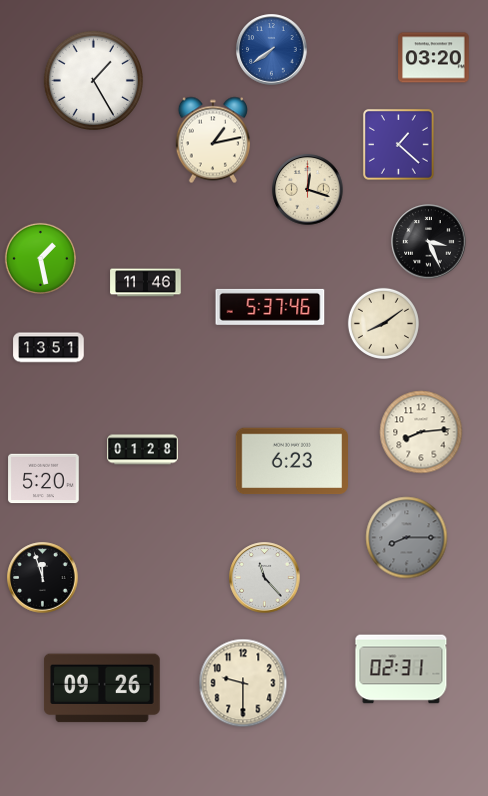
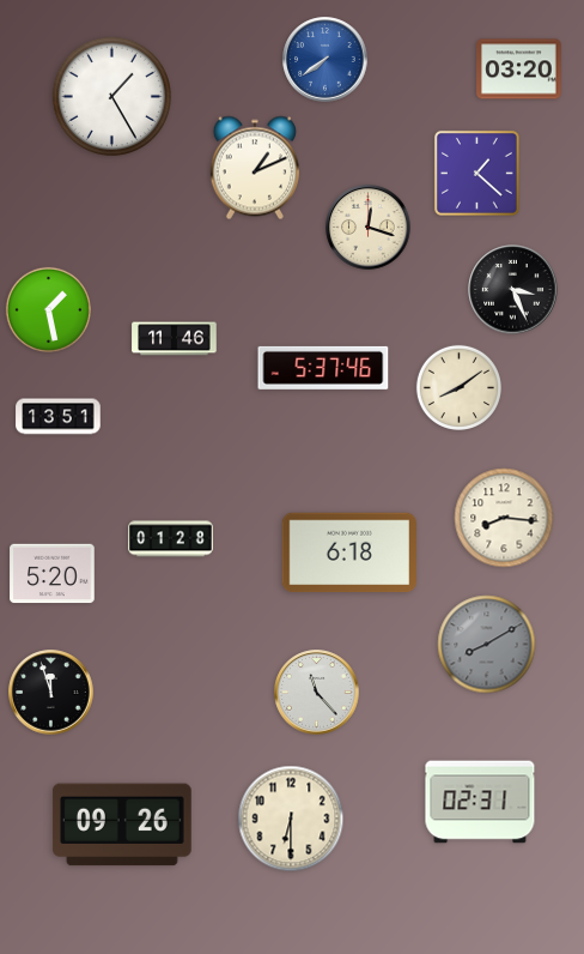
clock at (213, 140): 1:13 -> 1:11
clock at (421, 432): 8:14 -> 8:16
clock at (291, 461): 6:23 -> 6:18
clock at (407, 538): 8:15 -> 8:10
clock at (243, 683): 9:30 -> 6:30
